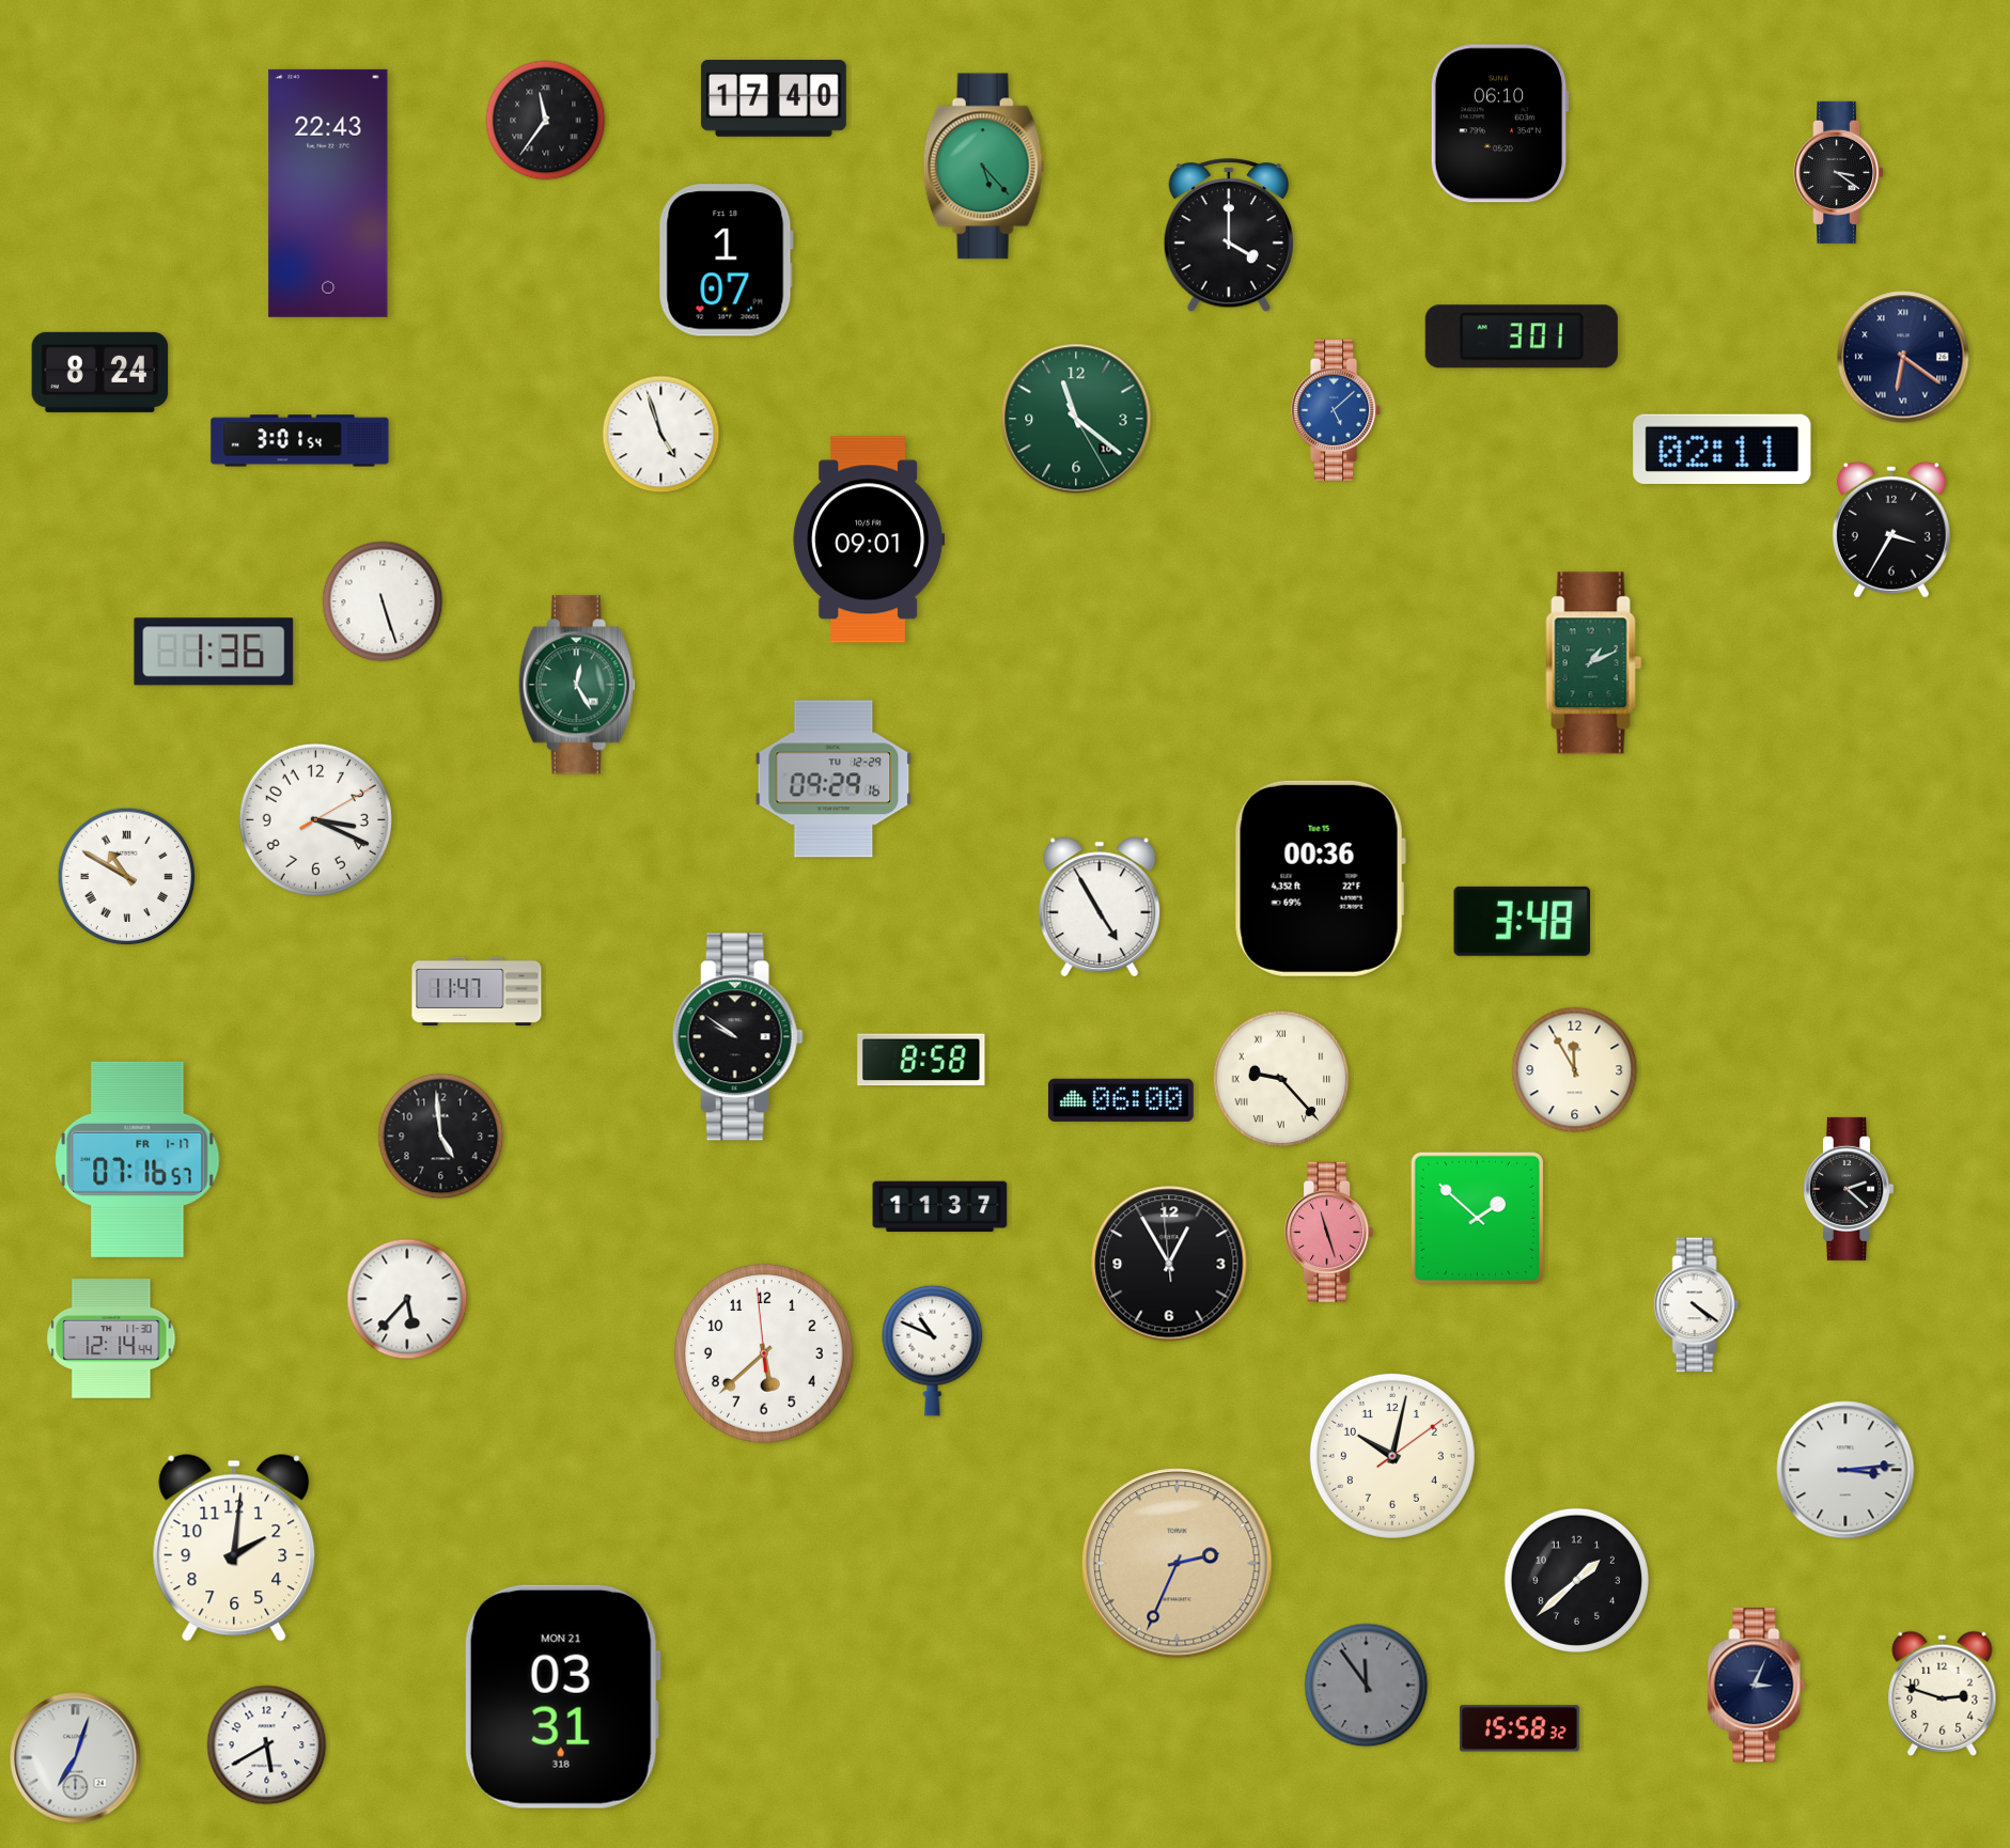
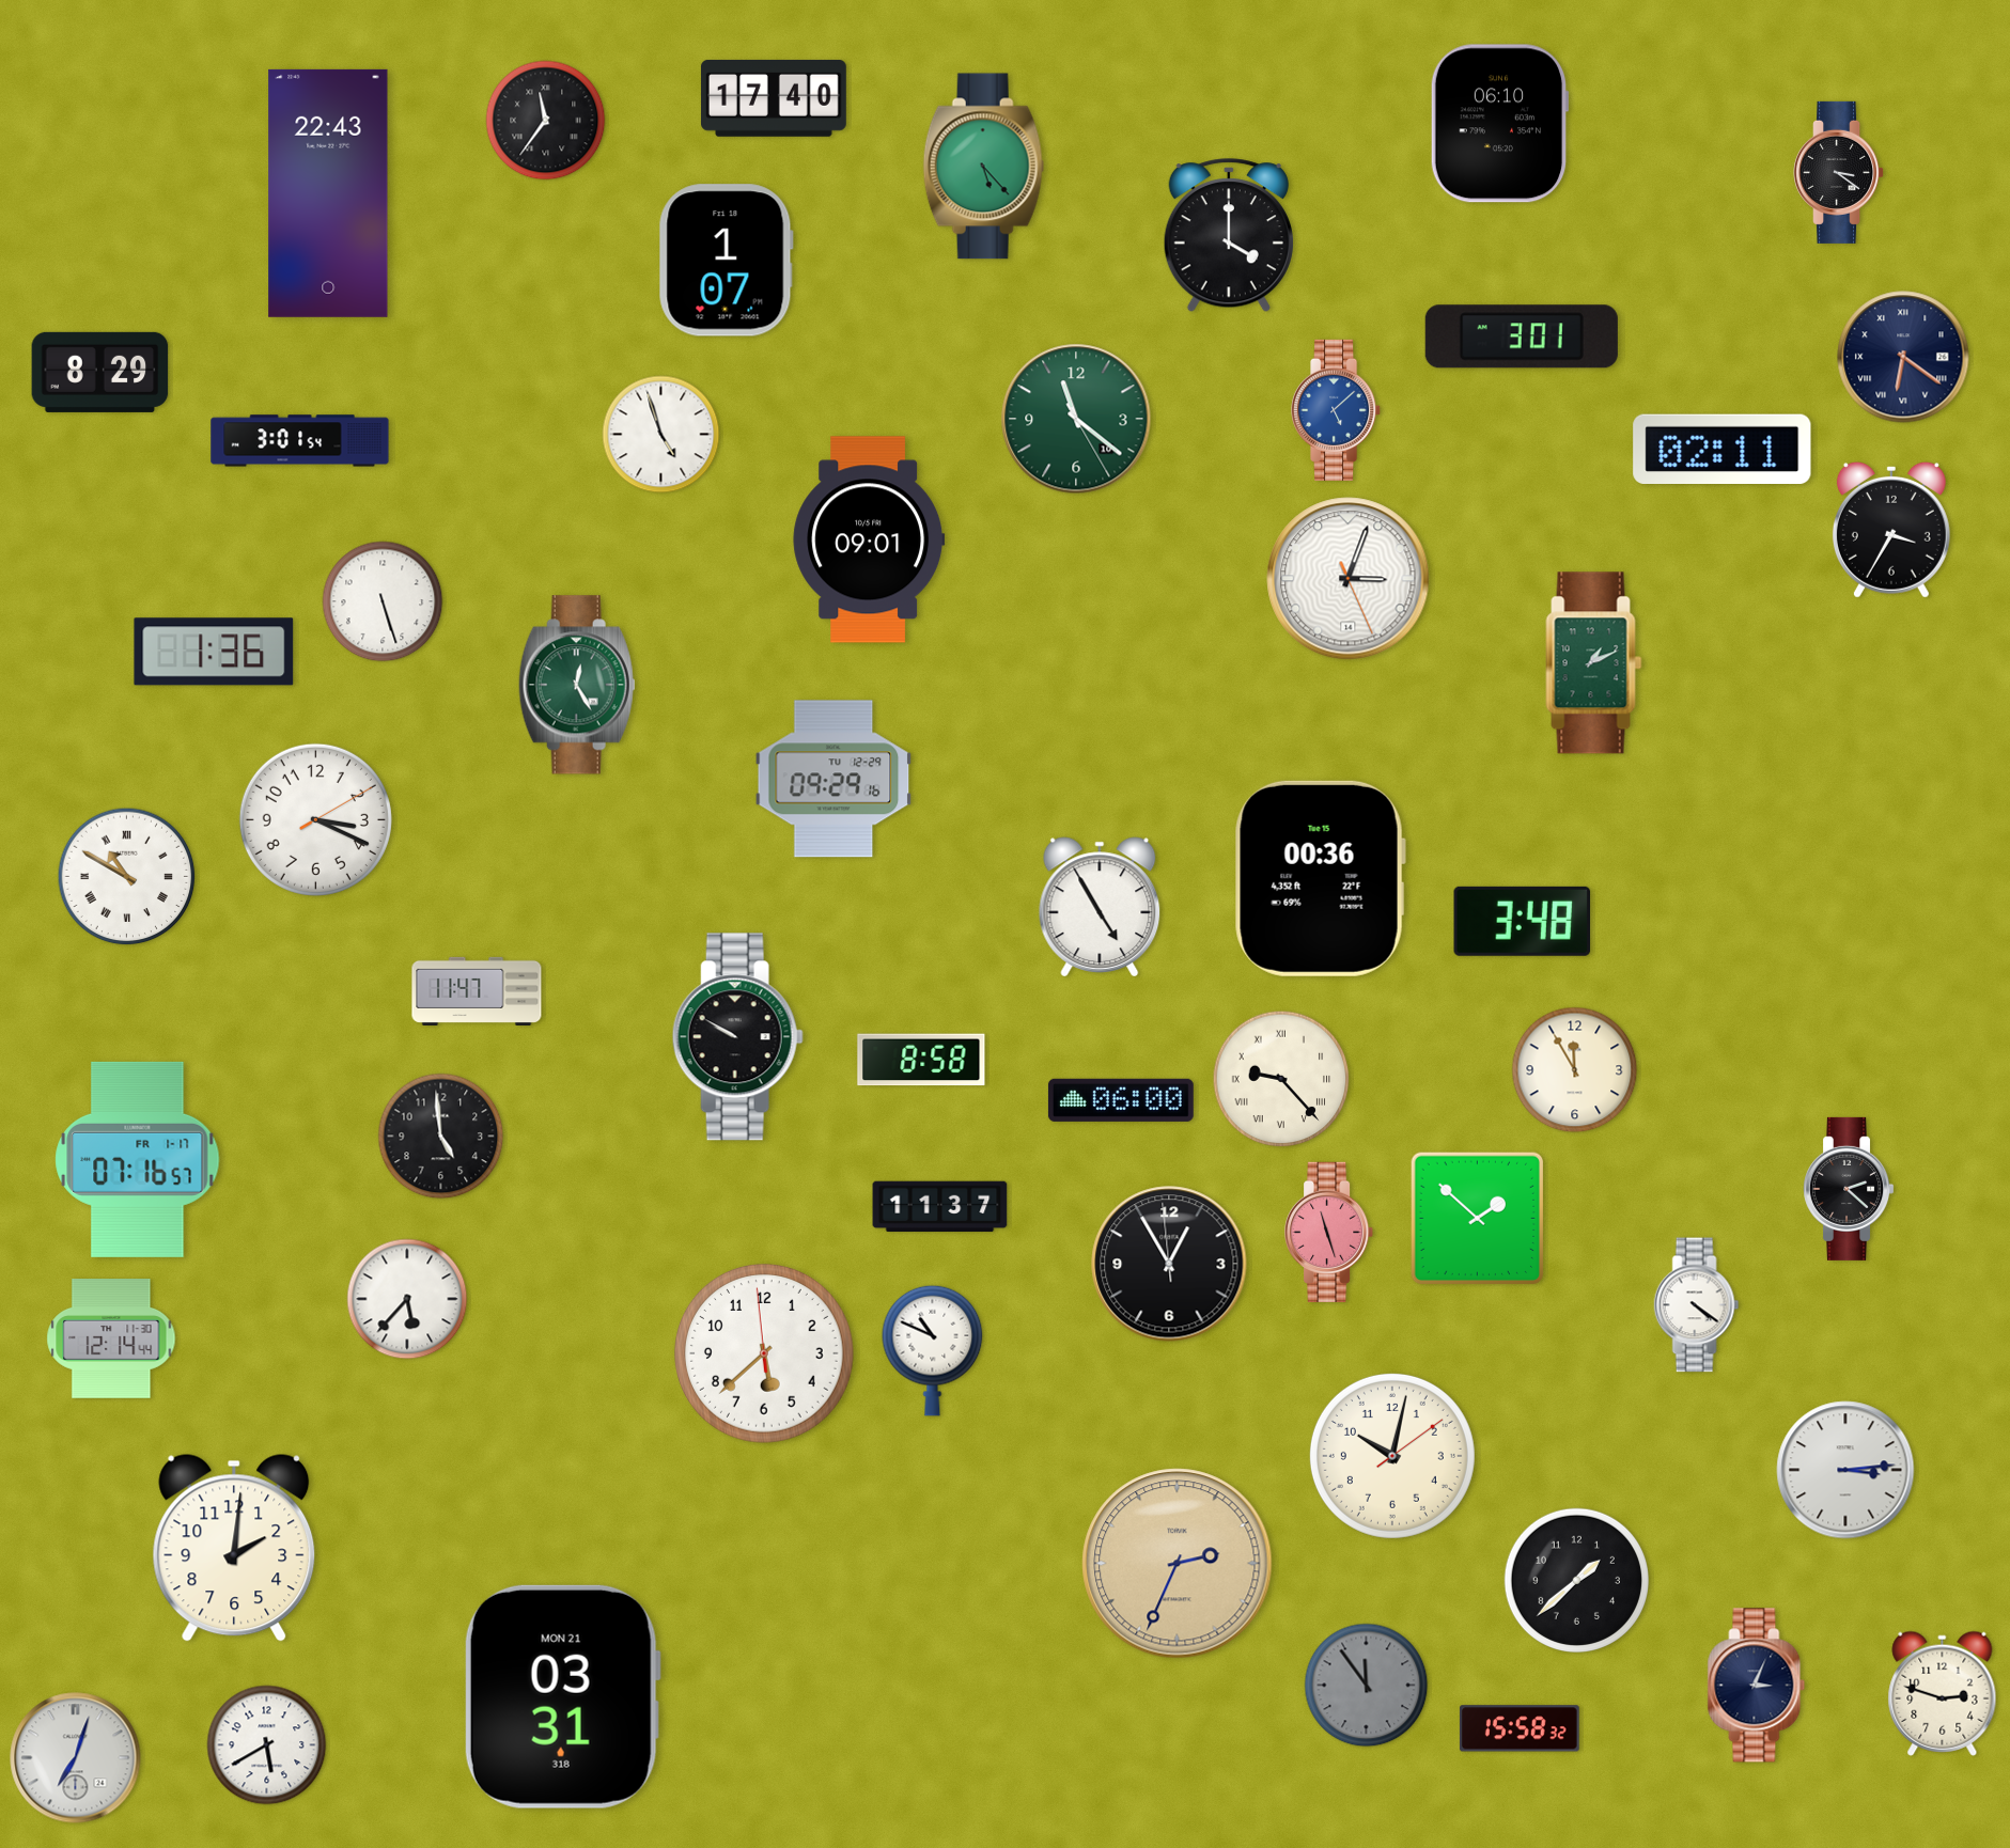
clock at (100, 372): 8:24 -> 8:29
clock at (1349, 579): none -> 3:03
clock at (737, 1037): 9:51 -> 9:50
